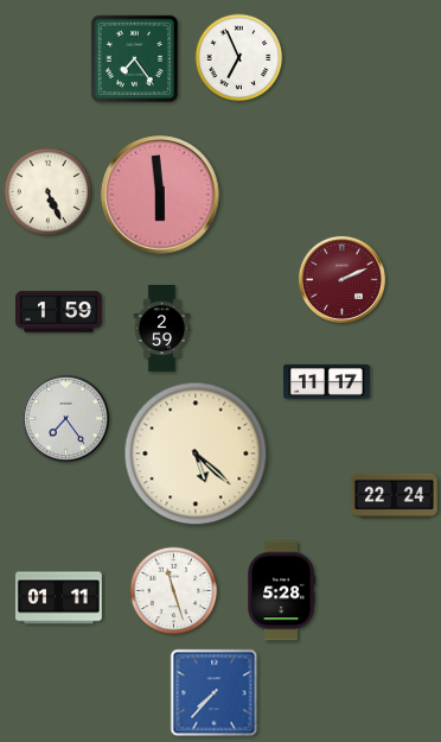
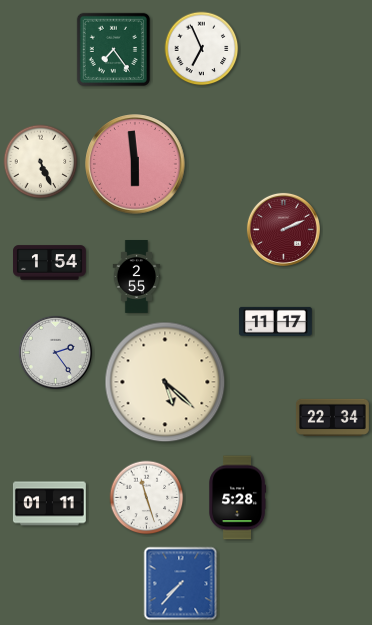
clock at (341, 279) position: (341, 279) -> (283, 229)
clock at (59, 312): 1:59 -> 1:54
clock at (162, 329): 2:59 -> 2:55
clock at (65, 418): 7:24 -> 2:24
clock at (394, 495): 22:24 -> 22:34
